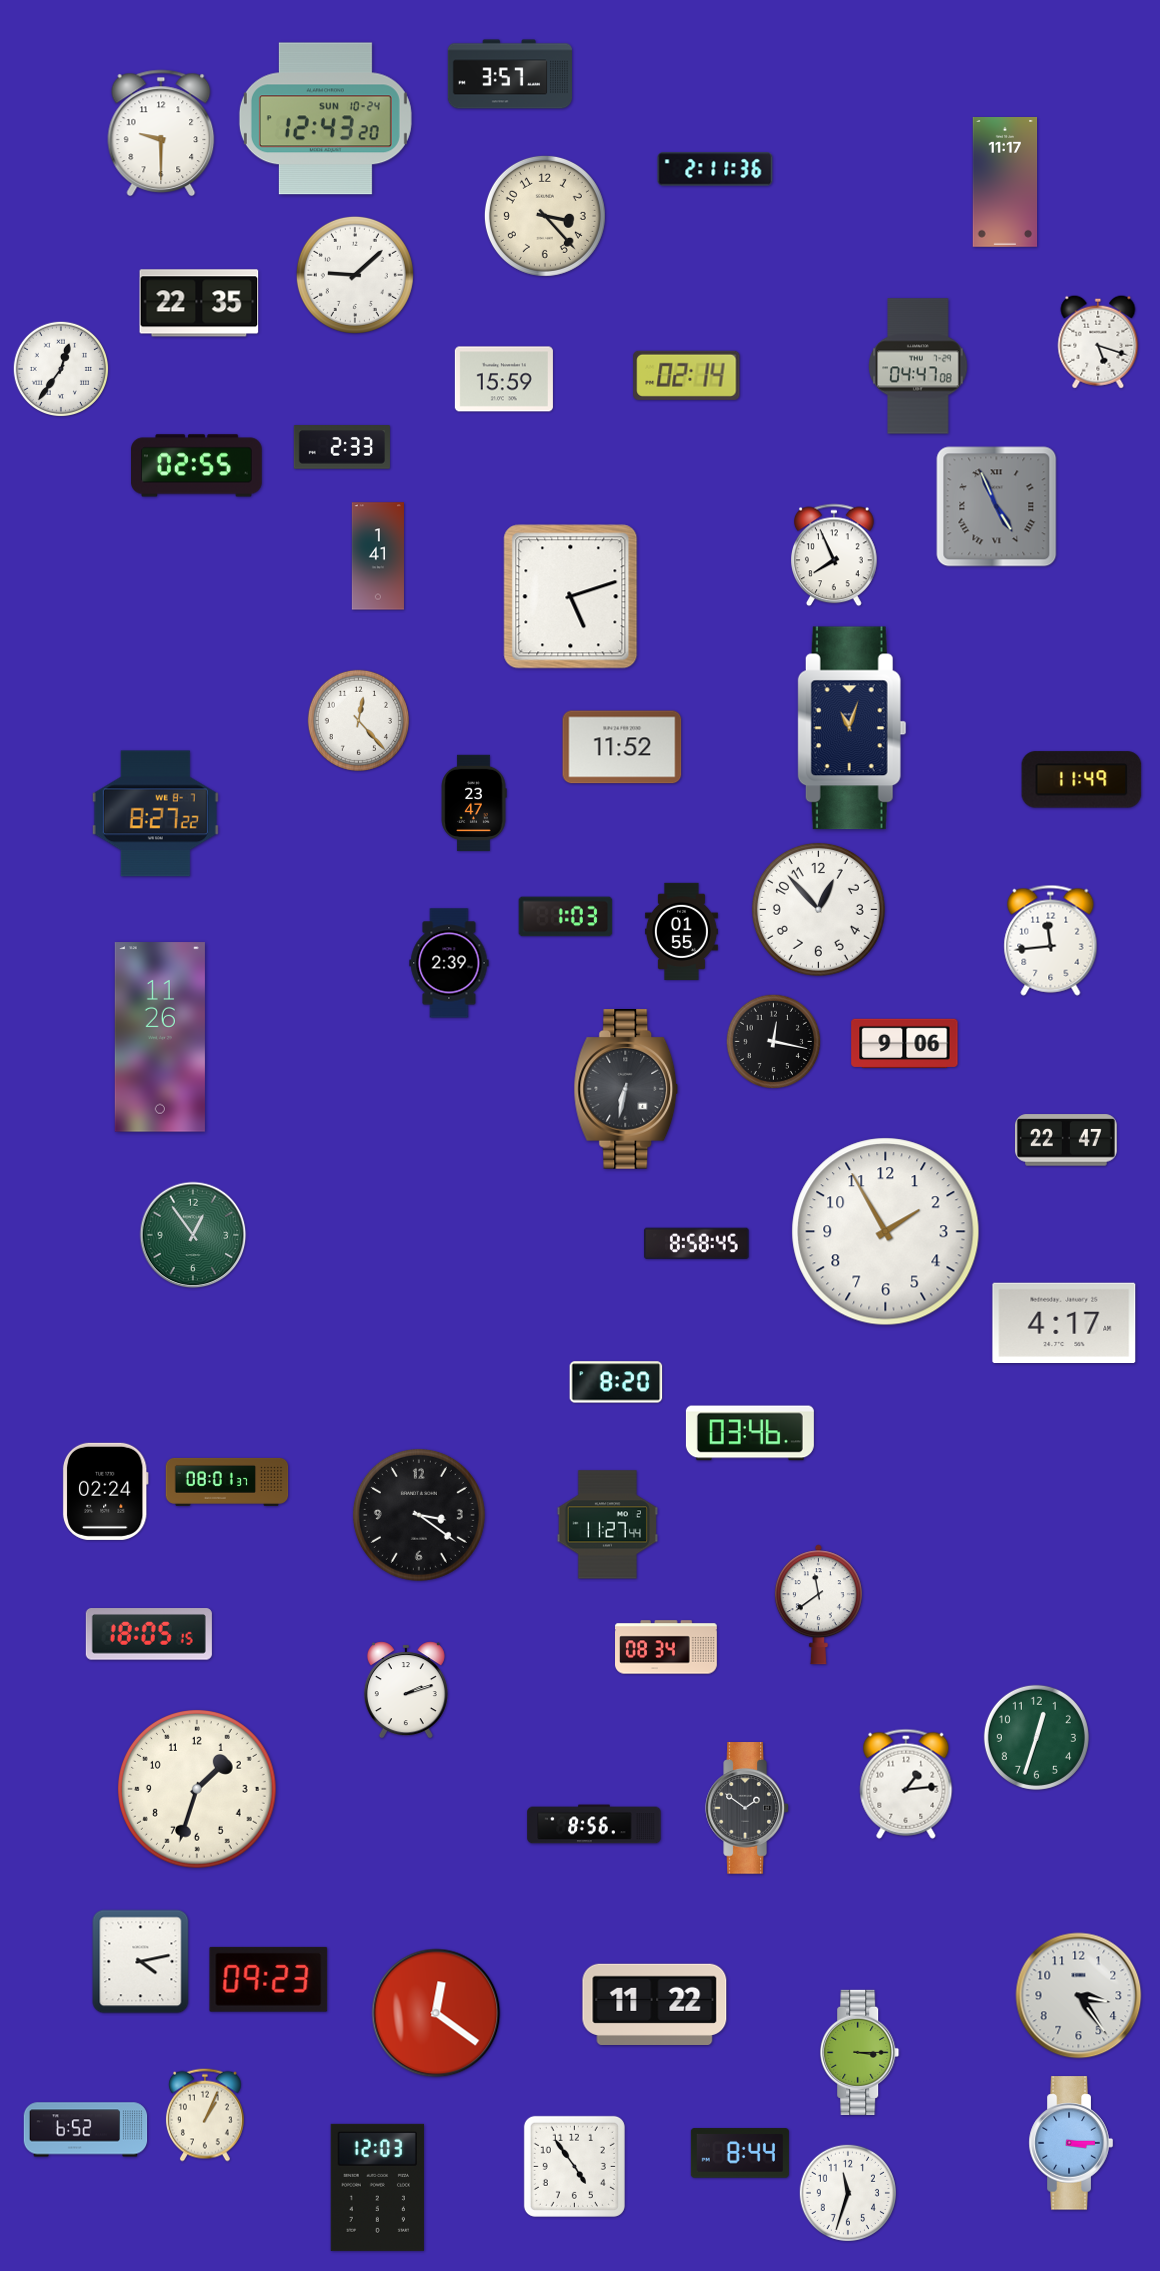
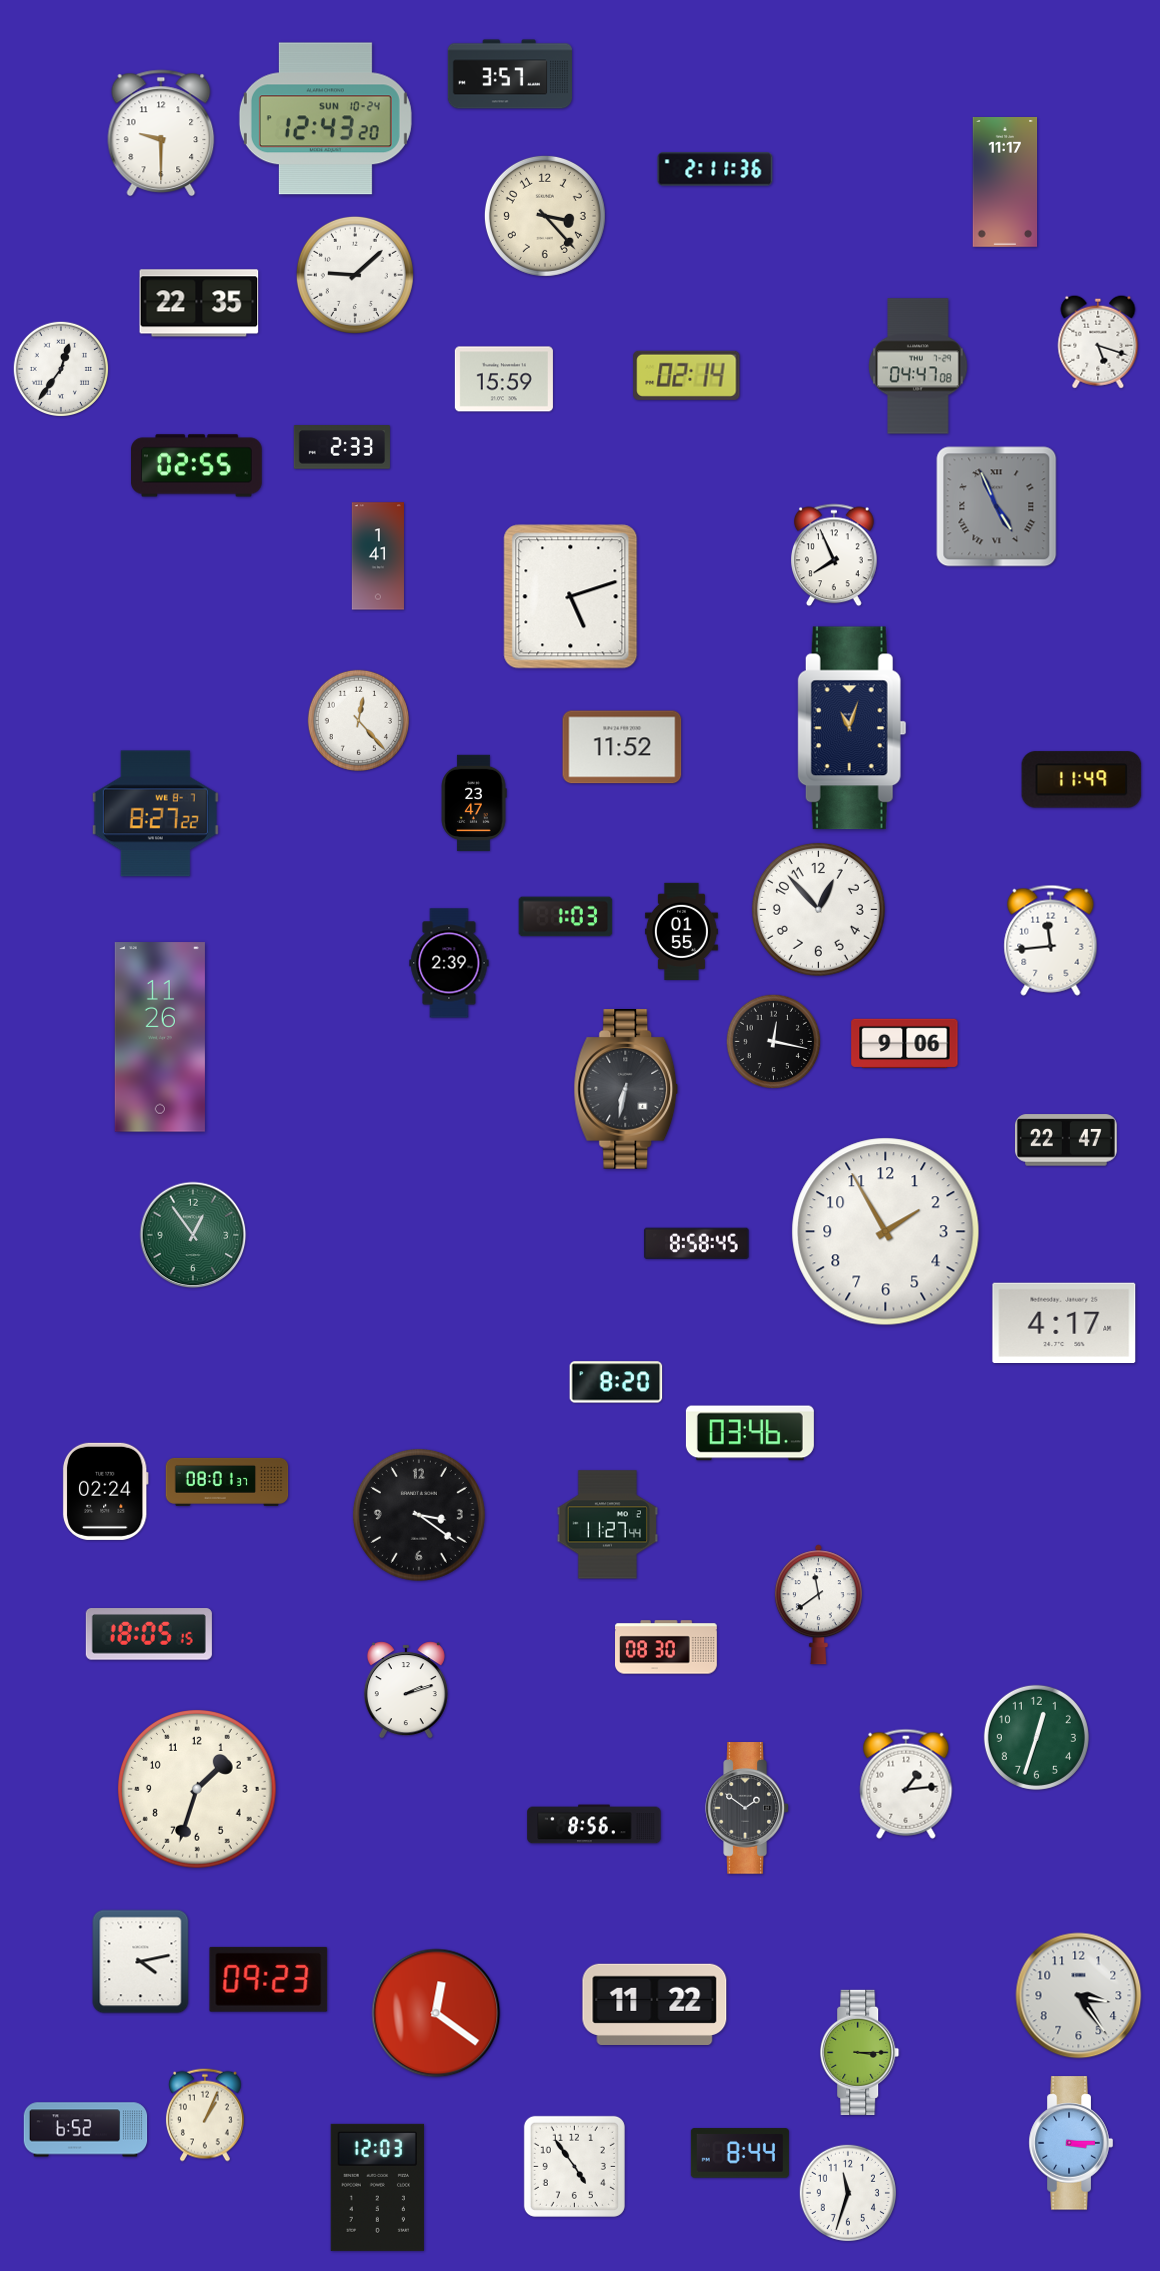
clock at (667, 1647): 08:34 -> 08:30
